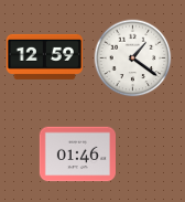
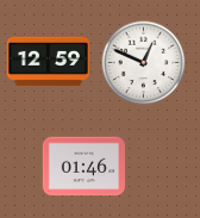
clock at (133, 59): 1:21 -> 12:49
